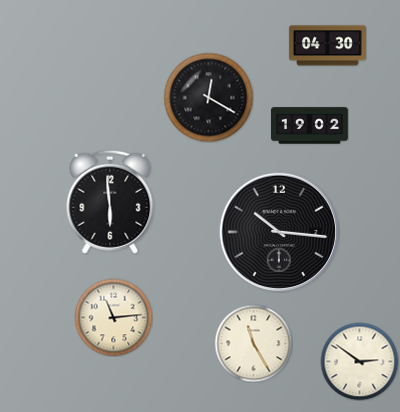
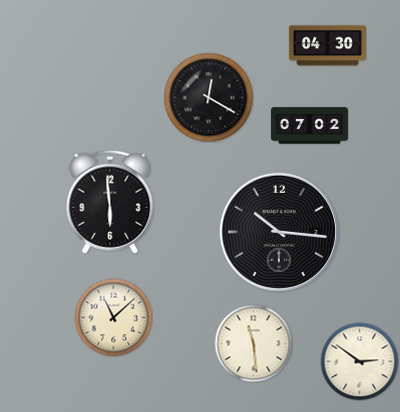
clock at (309, 126): 19:02 -> 07:02
clock at (113, 317): 11:14 -> 11:08
clock at (253, 343): 11:25 -> 11:29
